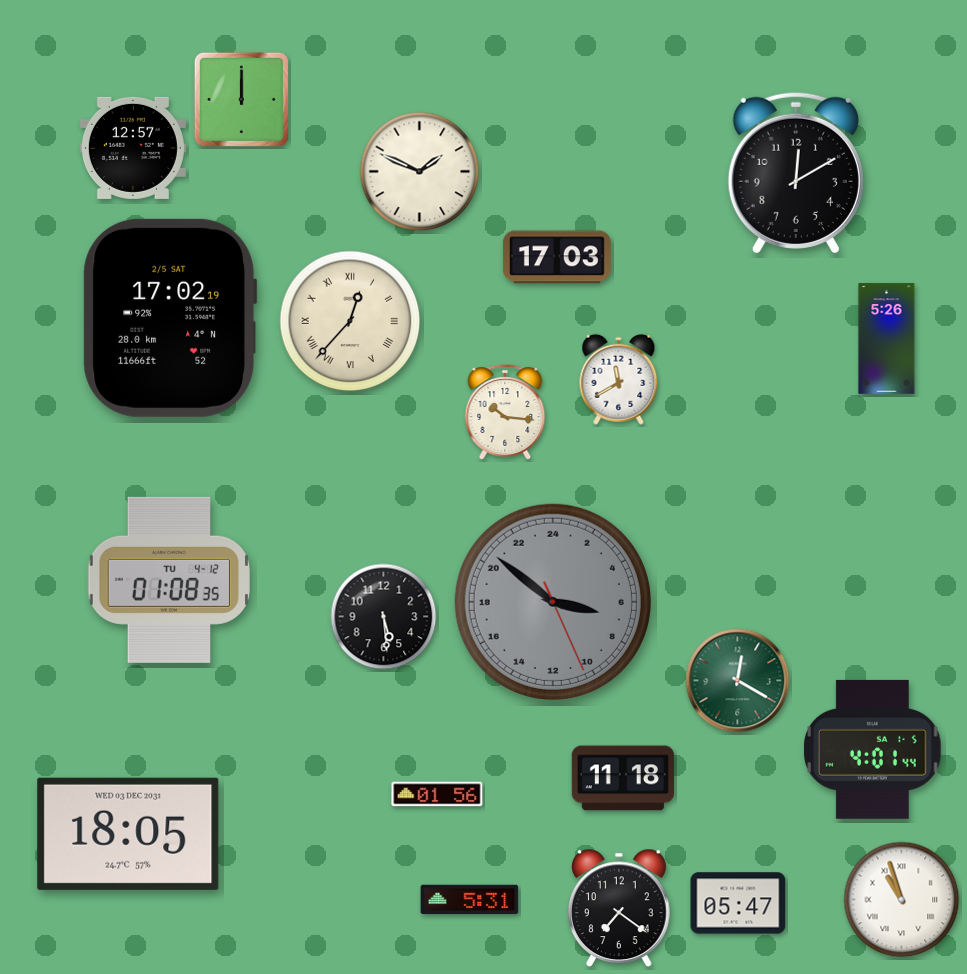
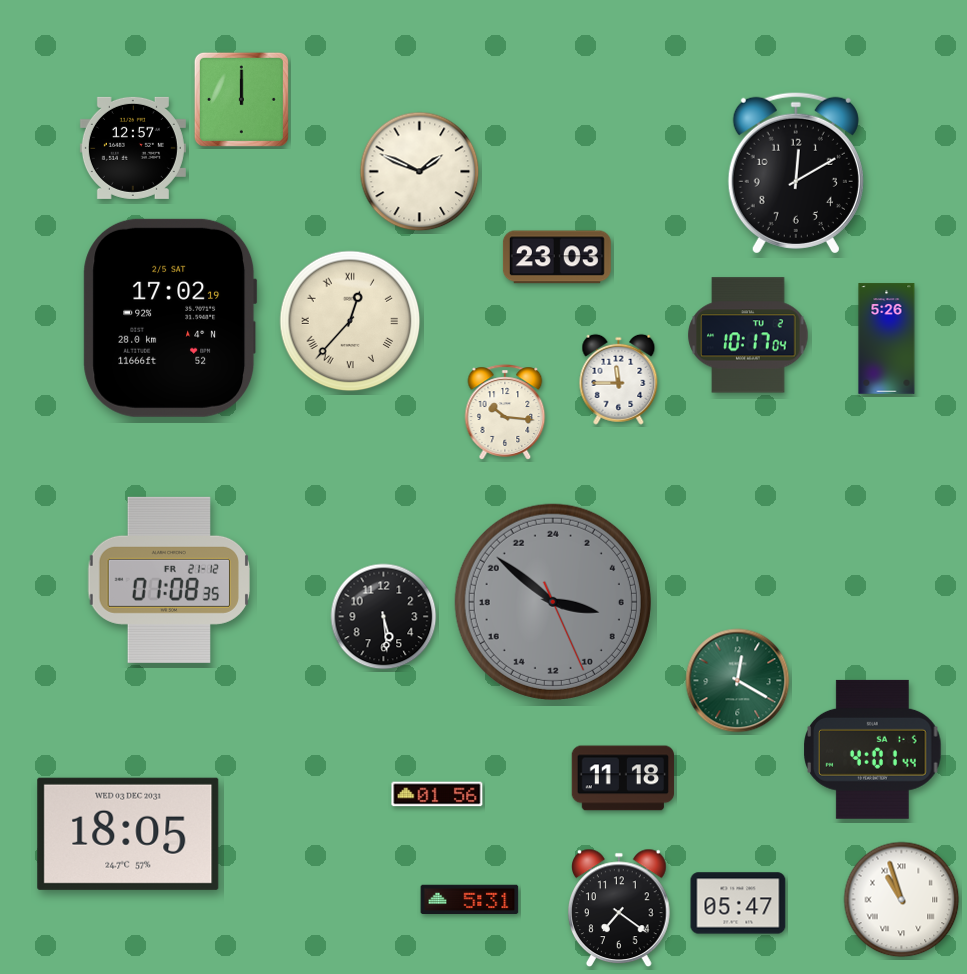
clock at (557, 257): 17:03 -> 23:03
clock at (748, 335): none -> 10:17
clock at (619, 379): 11:40 -> 11:45
clock at (168, 580) date: TU 4-12 -> FR 21-12
